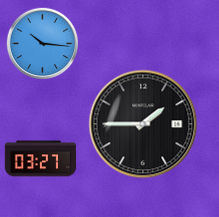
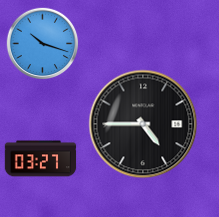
clock at (43, 44): 10:16 -> 10:18
clock at (143, 124): 1:45 -> 4:45
